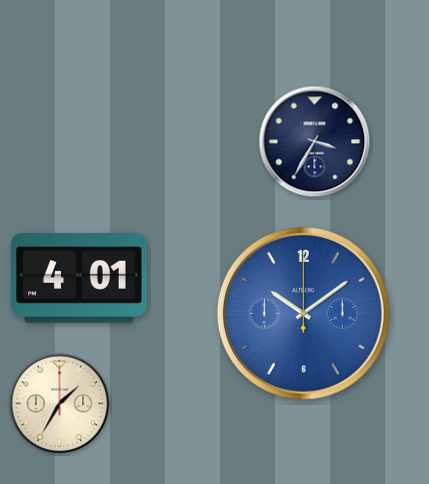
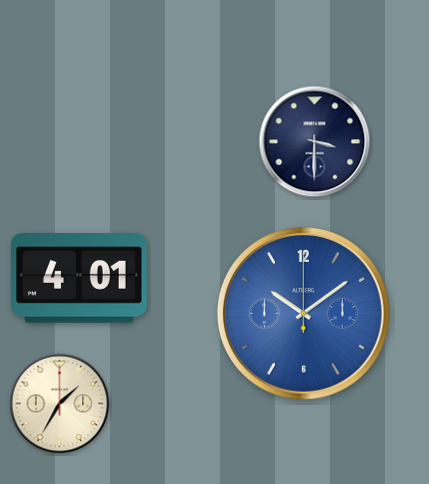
clock at (315, 142): 3:35 -> 3:30
